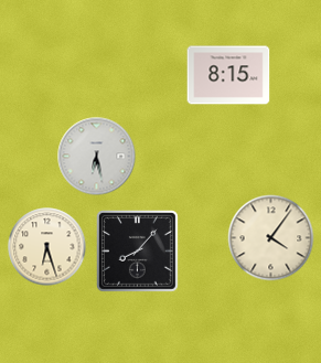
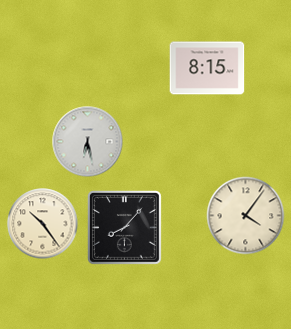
clock at (47, 247): 6:27 -> 10:24
